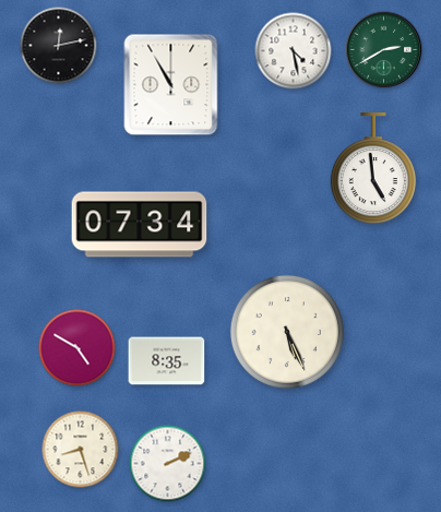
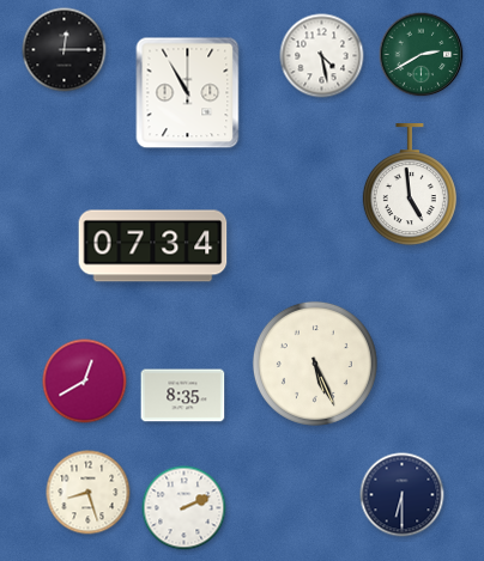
clock at (59, 46): 12:13 -> 12:15
clock at (78, 348): 4:50 -> 12:40
clock at (403, 495): none -> 6:30
